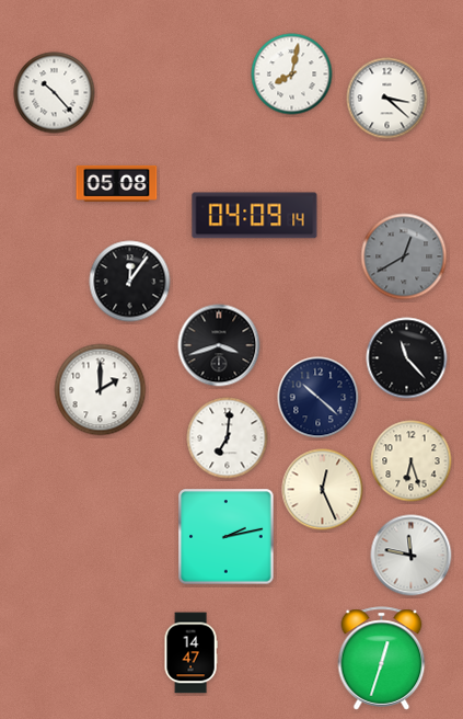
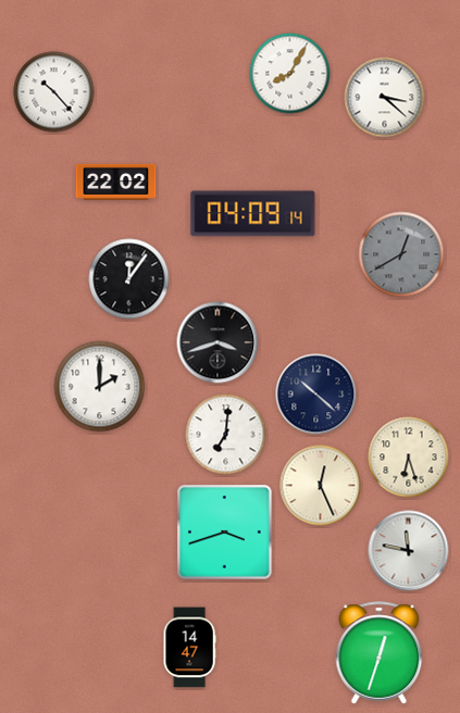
clock at (292, 75): 8:02 -> 8:05
clock at (117, 183): 05:08 -> 22:02
clock at (407, 358): 11:23 -> none
clock at (227, 537): 2:13 -> 3:42
